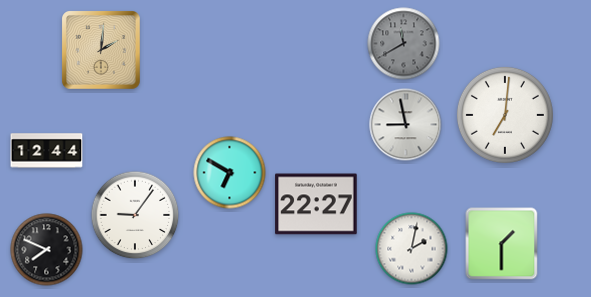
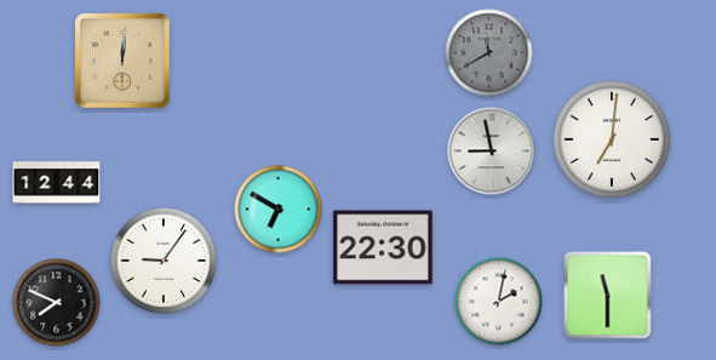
clock at (102, 51): 2:01 -> 12:01
clock at (316, 204): 22:27 -> 22:30
clock at (502, 244): 1:30 -> 11:30
